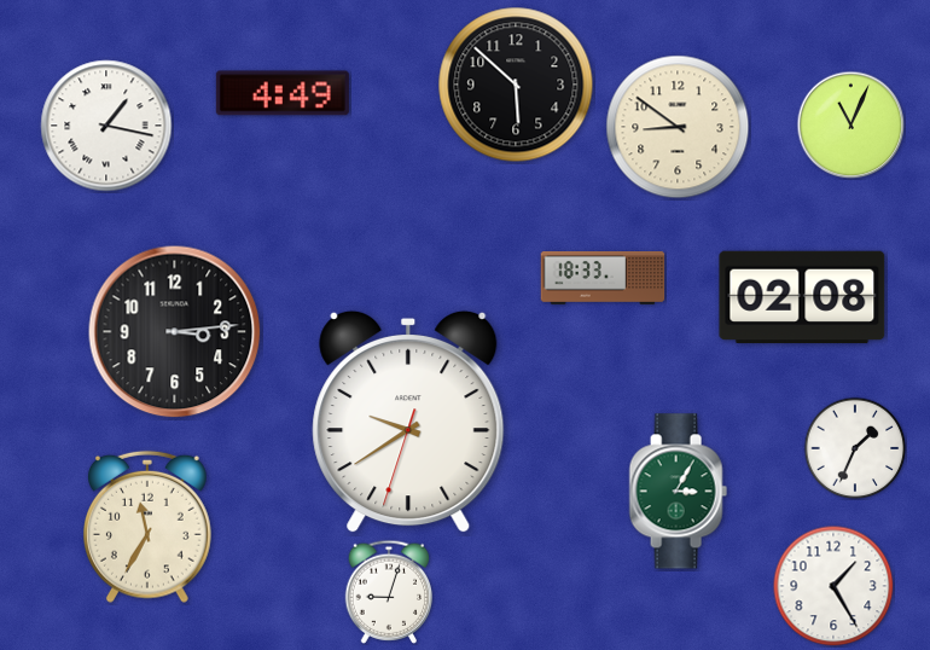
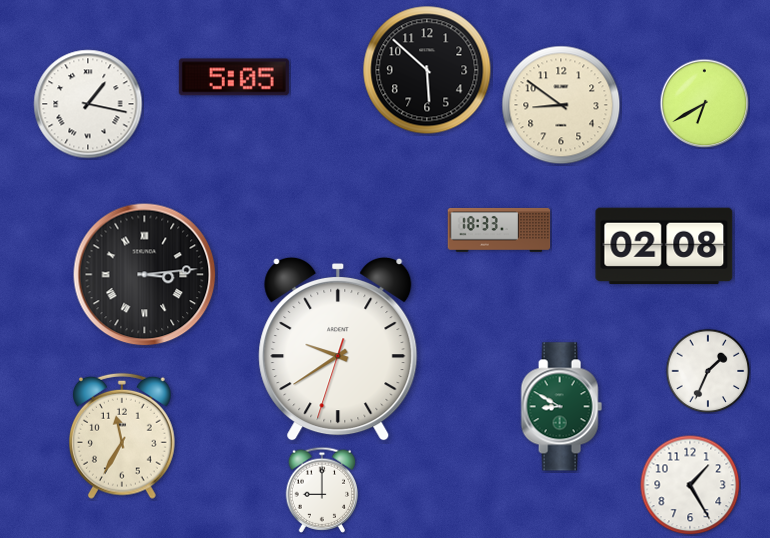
clock at (283, 93): 4:49 -> 5:05
clock at (850, 124): 11:04 -> 6:40
clock at (175, 332) numerals: Arabic -> Roman
clock at (678, 492): 3:05 -> 8:50
clock at (389, 592): 9:03 -> 9:00
